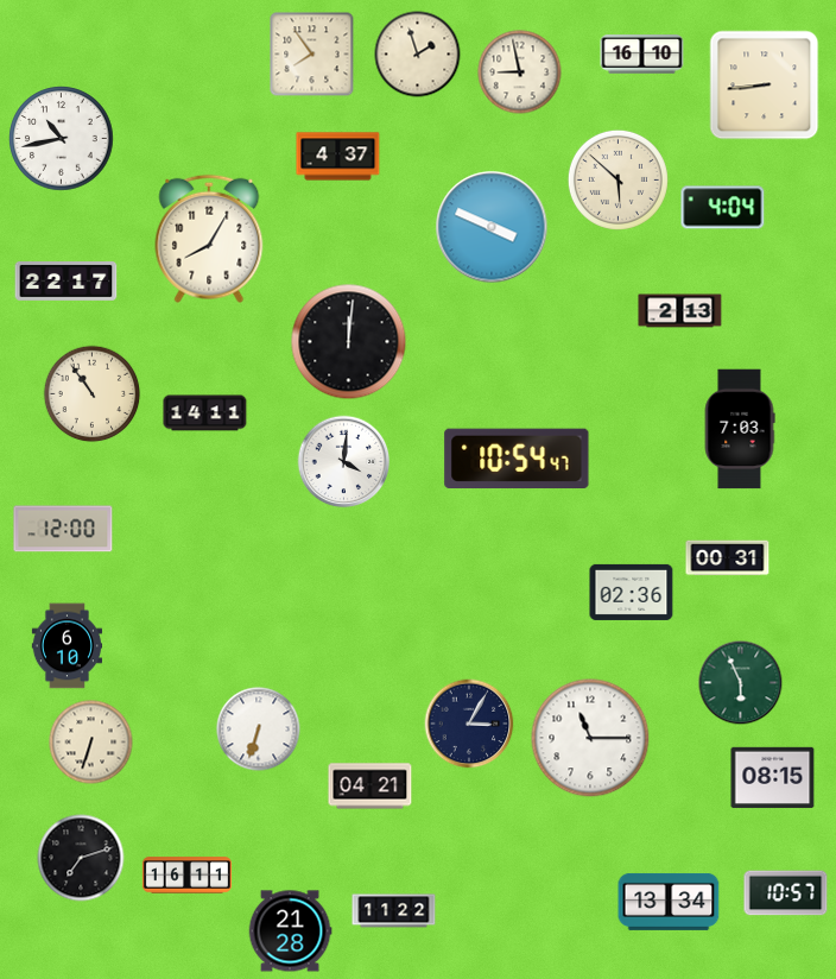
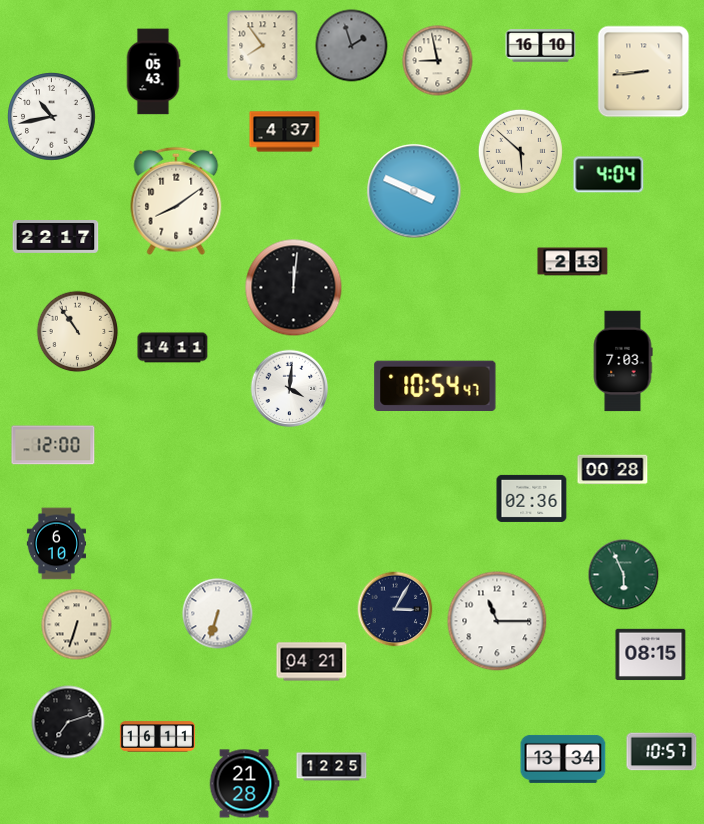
clock at (418, 55) dial: cream -> grey
clock at (153, 72): none -> 05:43
clock at (209, 239): 8:05 -> 8:09
clock at (728, 558): 00:31 -> 00:28
clock at (394, 911): 11:22 -> 12:25
